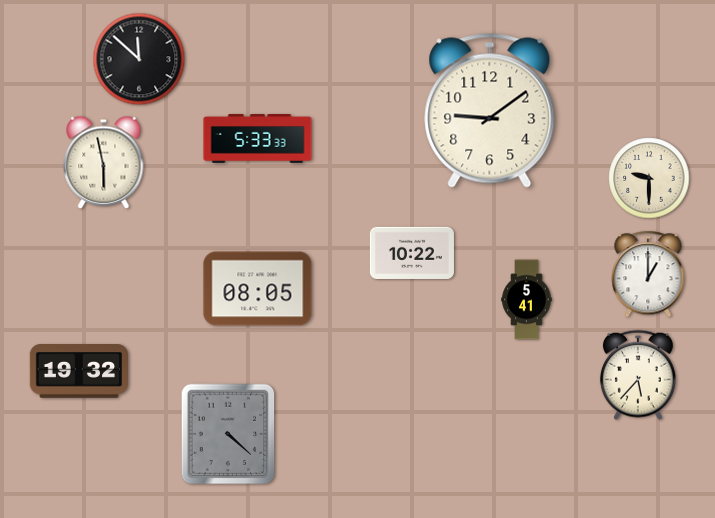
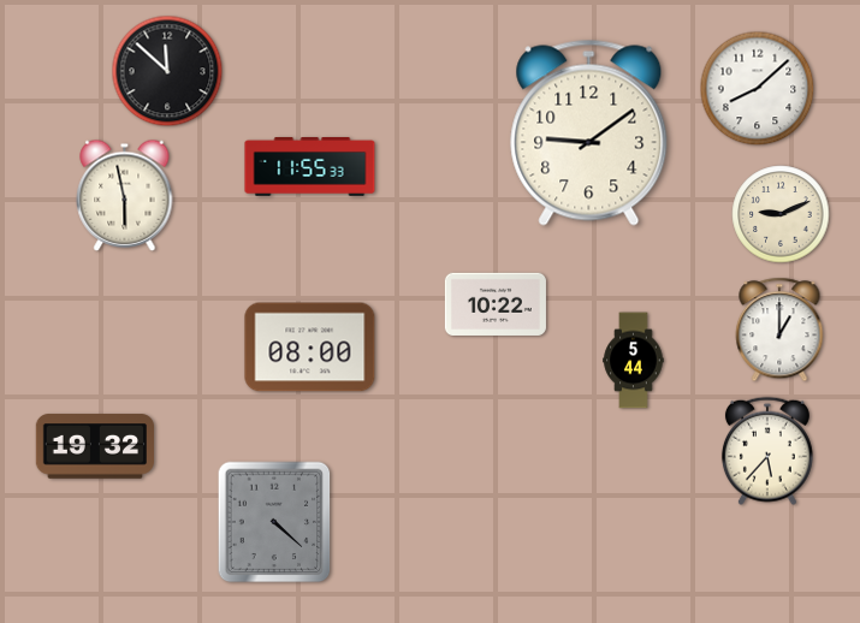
clock at (758, 89): none -> 8:08
clock at (258, 139): 5:33 -> 11:55
clock at (649, 178): 9:30 -> 9:11
clock at (258, 289): 08:05 -> 08:00
clock at (527, 300): 5:41 -> 5:44
